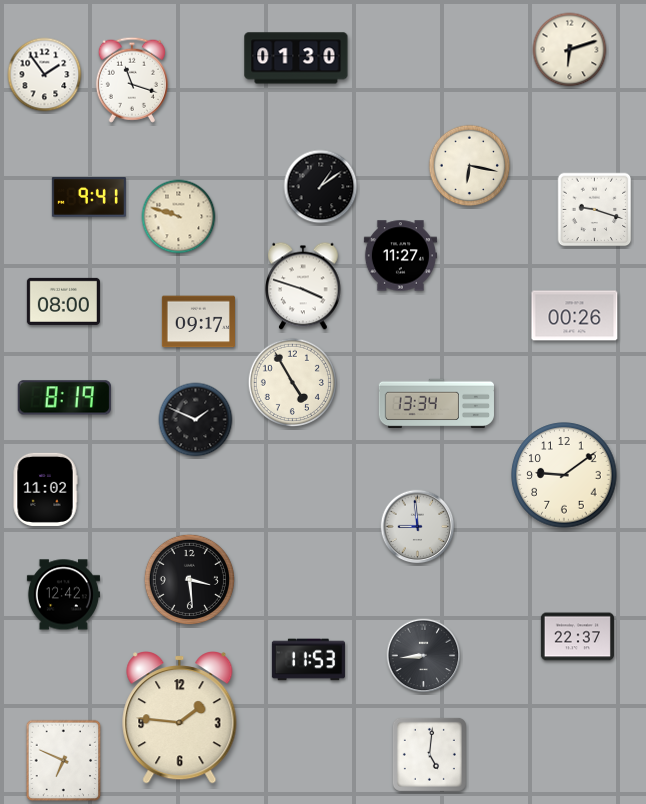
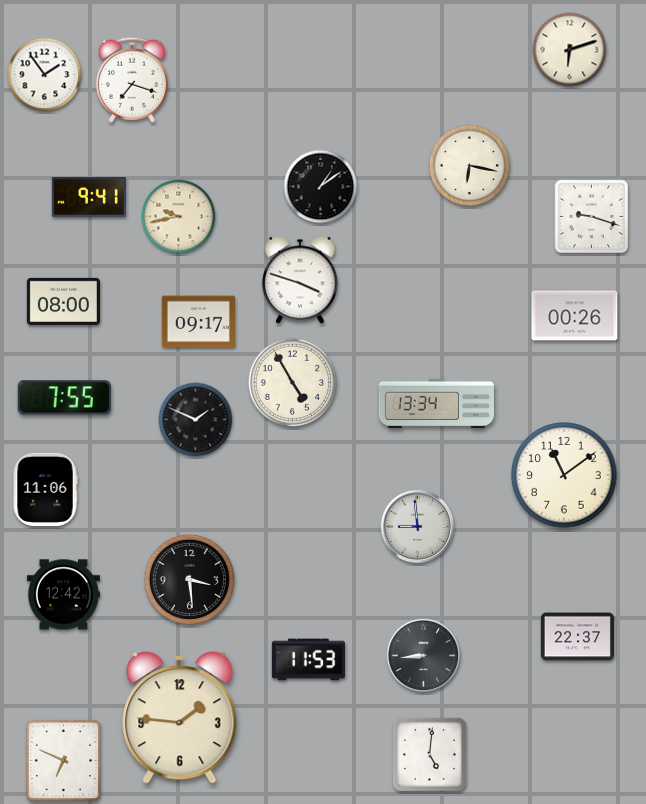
clock at (296, 58): 01:30 -> none
clock at (132, 80): 11:18 -> 7:18
clock at (595, 210) position: (595, 210) -> (592, 217)
clock at (179, 217): 9:48 -> 9:43
clock at (400, 256): 11:27 -> none
clock at (304, 286) position: (304, 286) -> (301, 280)
clock at (64, 398): 8:19 -> 7:55
clock at (564, 475): 9:09 -> 11:09
clock at (45, 489): 11:02 -> 11:06
